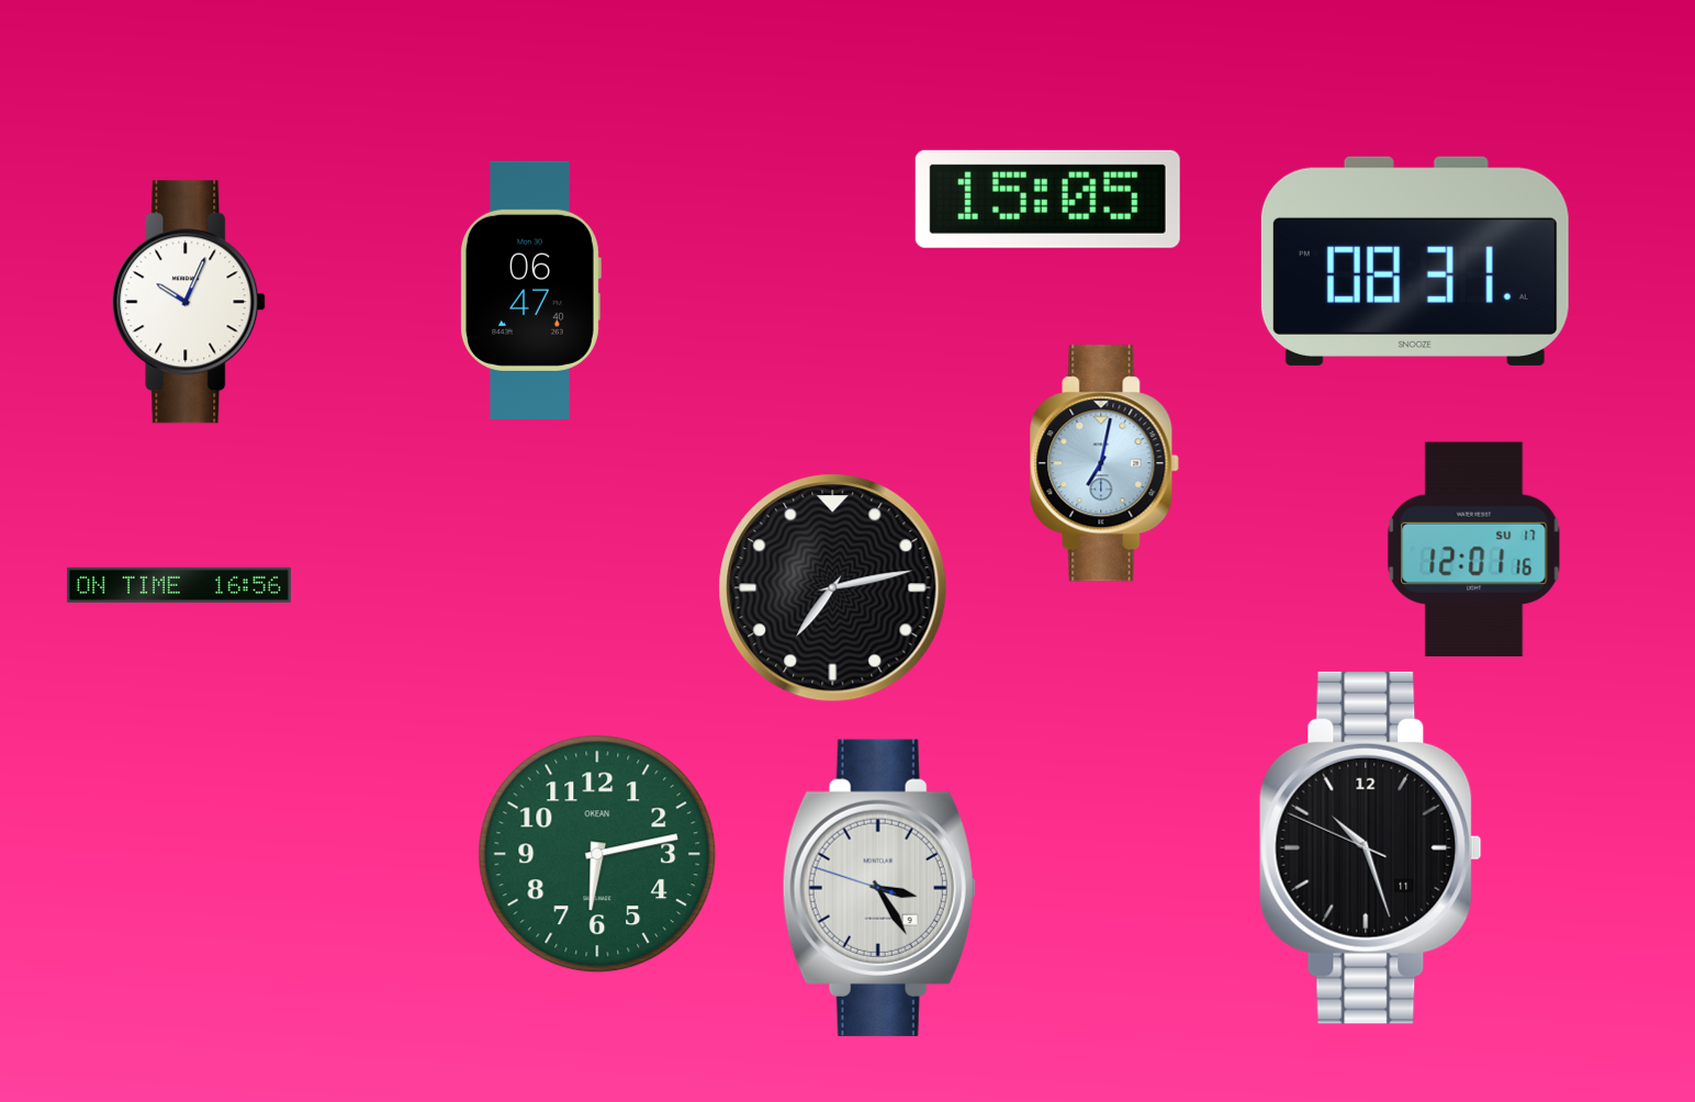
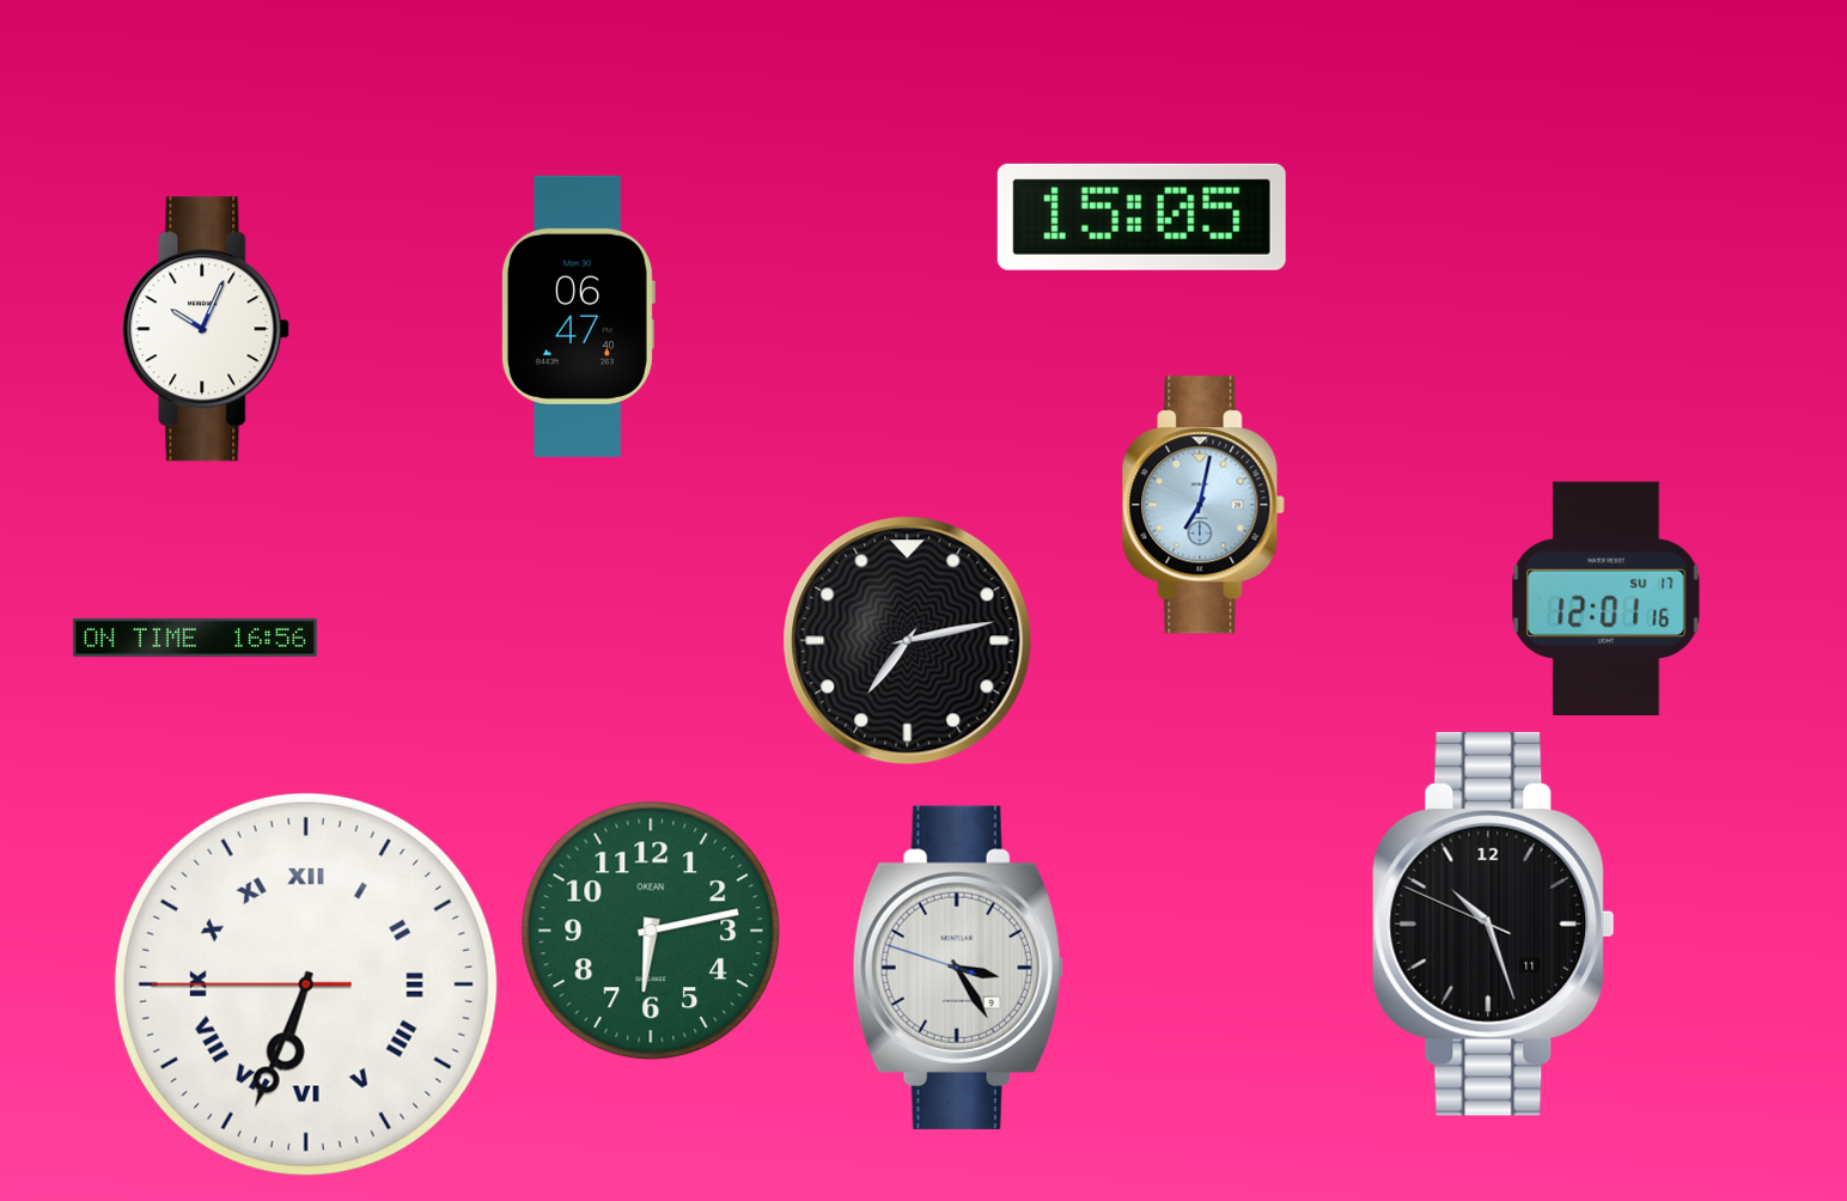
clock at (1415, 261): 08:31 -> none
clock at (306, 984): none -> 6:33
